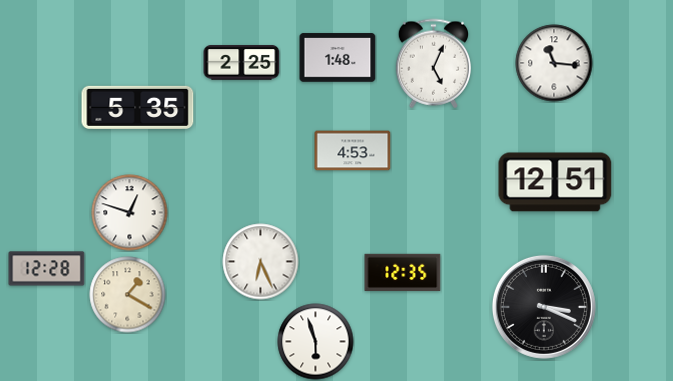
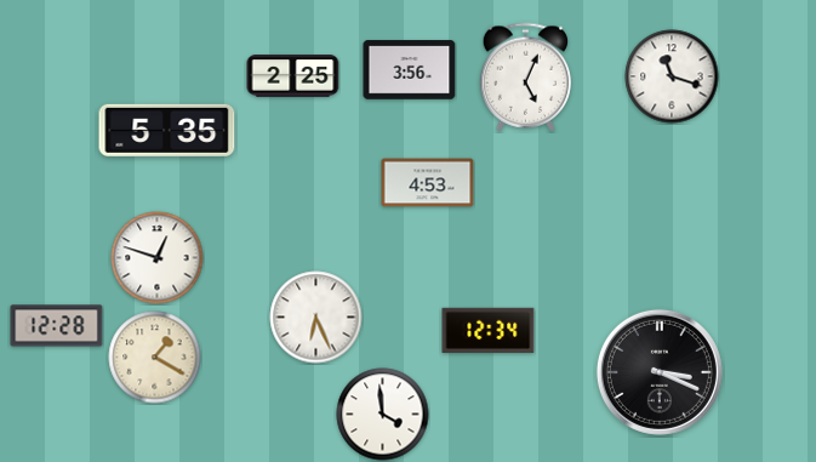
clock at (338, 58): 1:48 -> 3:56
clock at (554, 63): 11:16 -> 11:18
clock at (555, 182): 12:51 -> none
clock at (403, 272): 12:35 -> 12:34
clock at (316, 342): 5:57 -> 3:59
